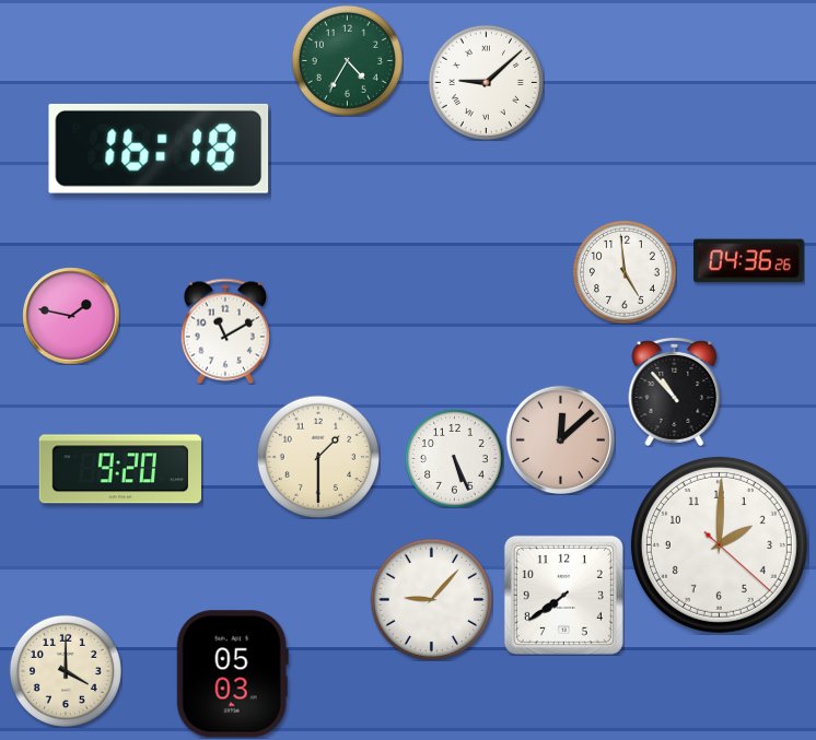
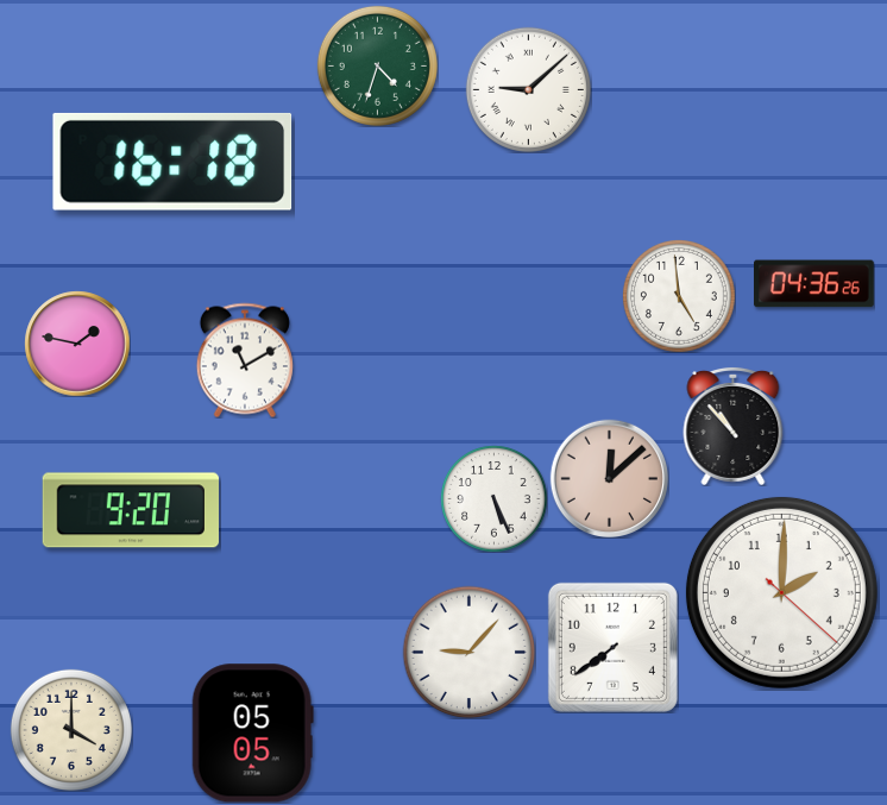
clock at (347, 60): 4:35 -> 4:33
clock at (318, 457): 1:30 -> none
clock at (232, 674): 05:03 -> 05:05
